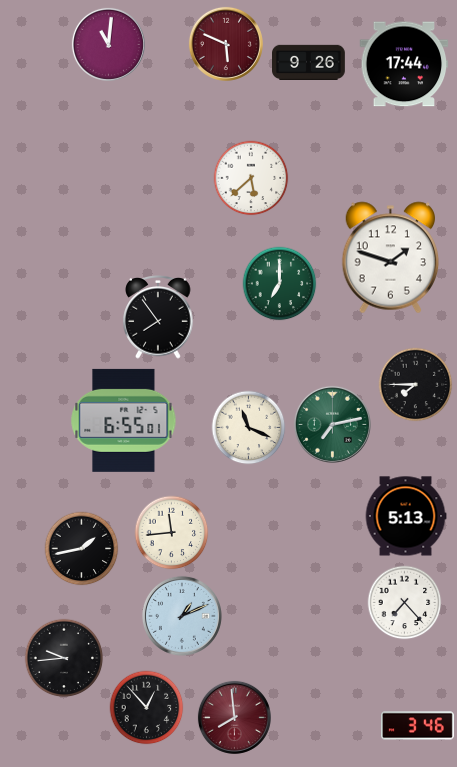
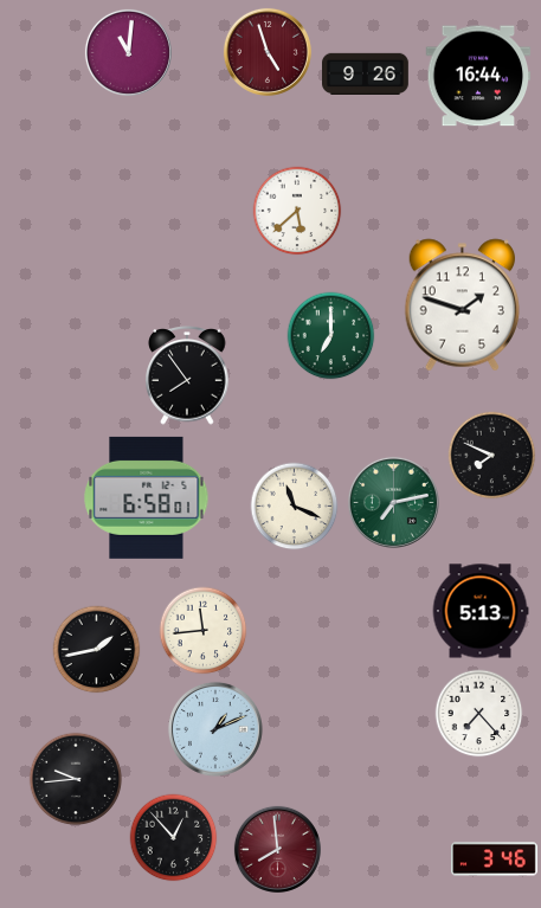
clock at (226, 44): 5:49 -> 4:57
clock at (404, 64): 17:44 -> 16:44
clock at (416, 385): 7:45 -> 7:49
clock at (124, 420): 6:55 -> 6:58
